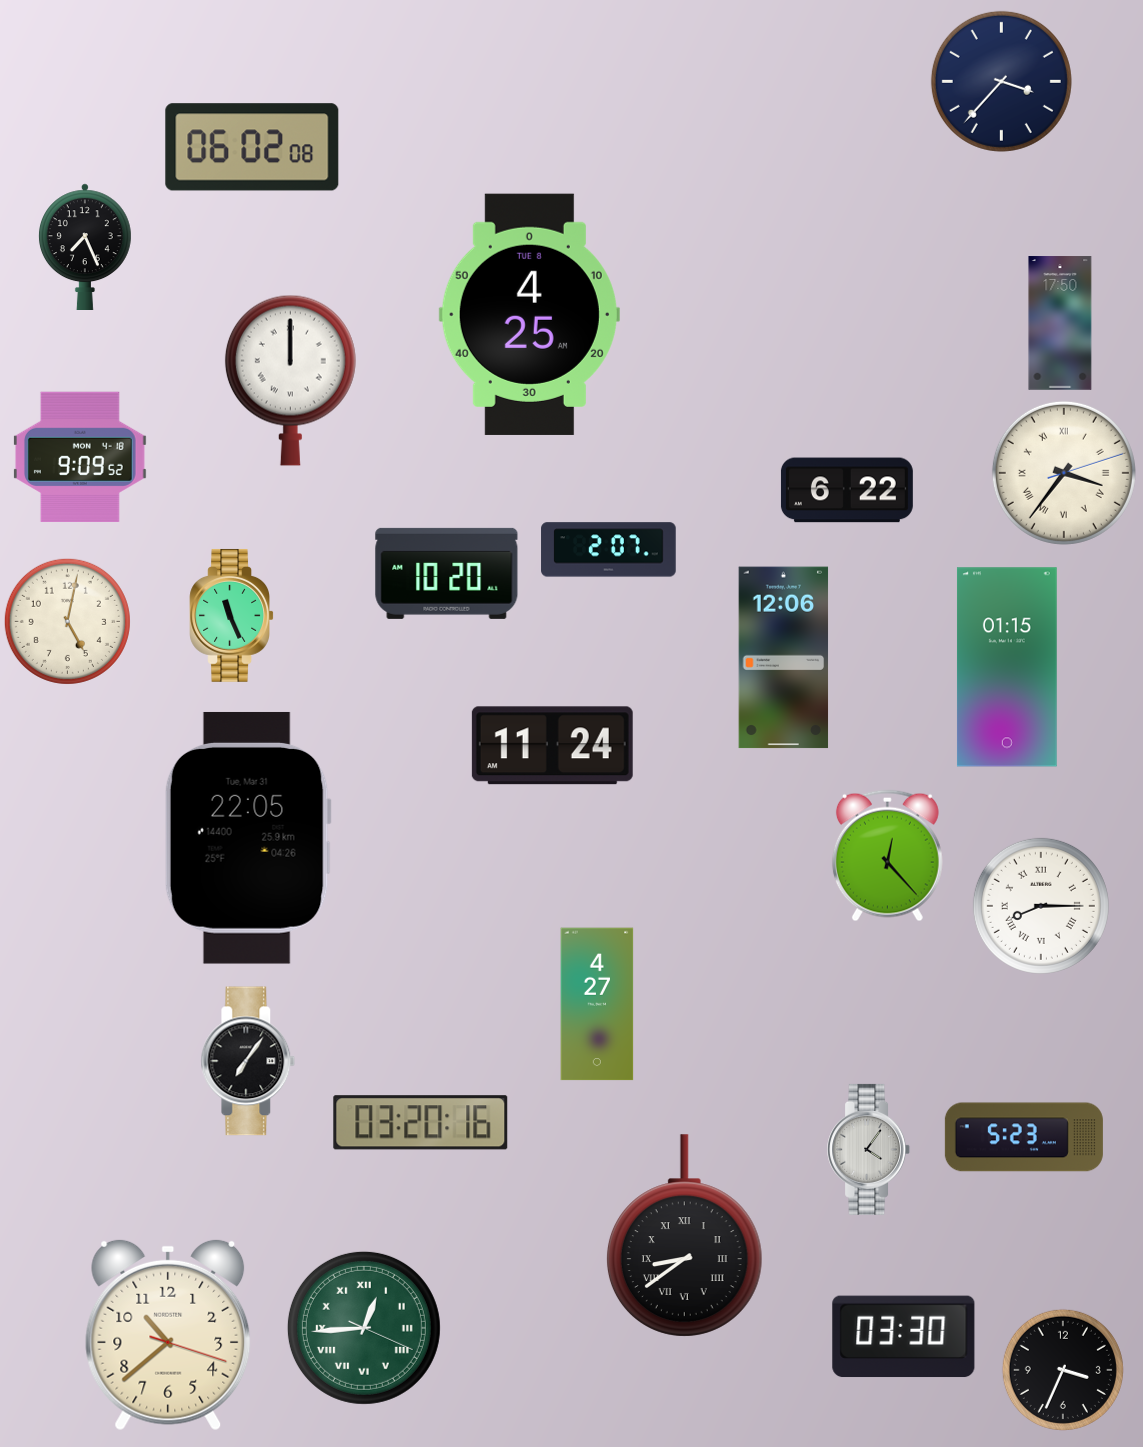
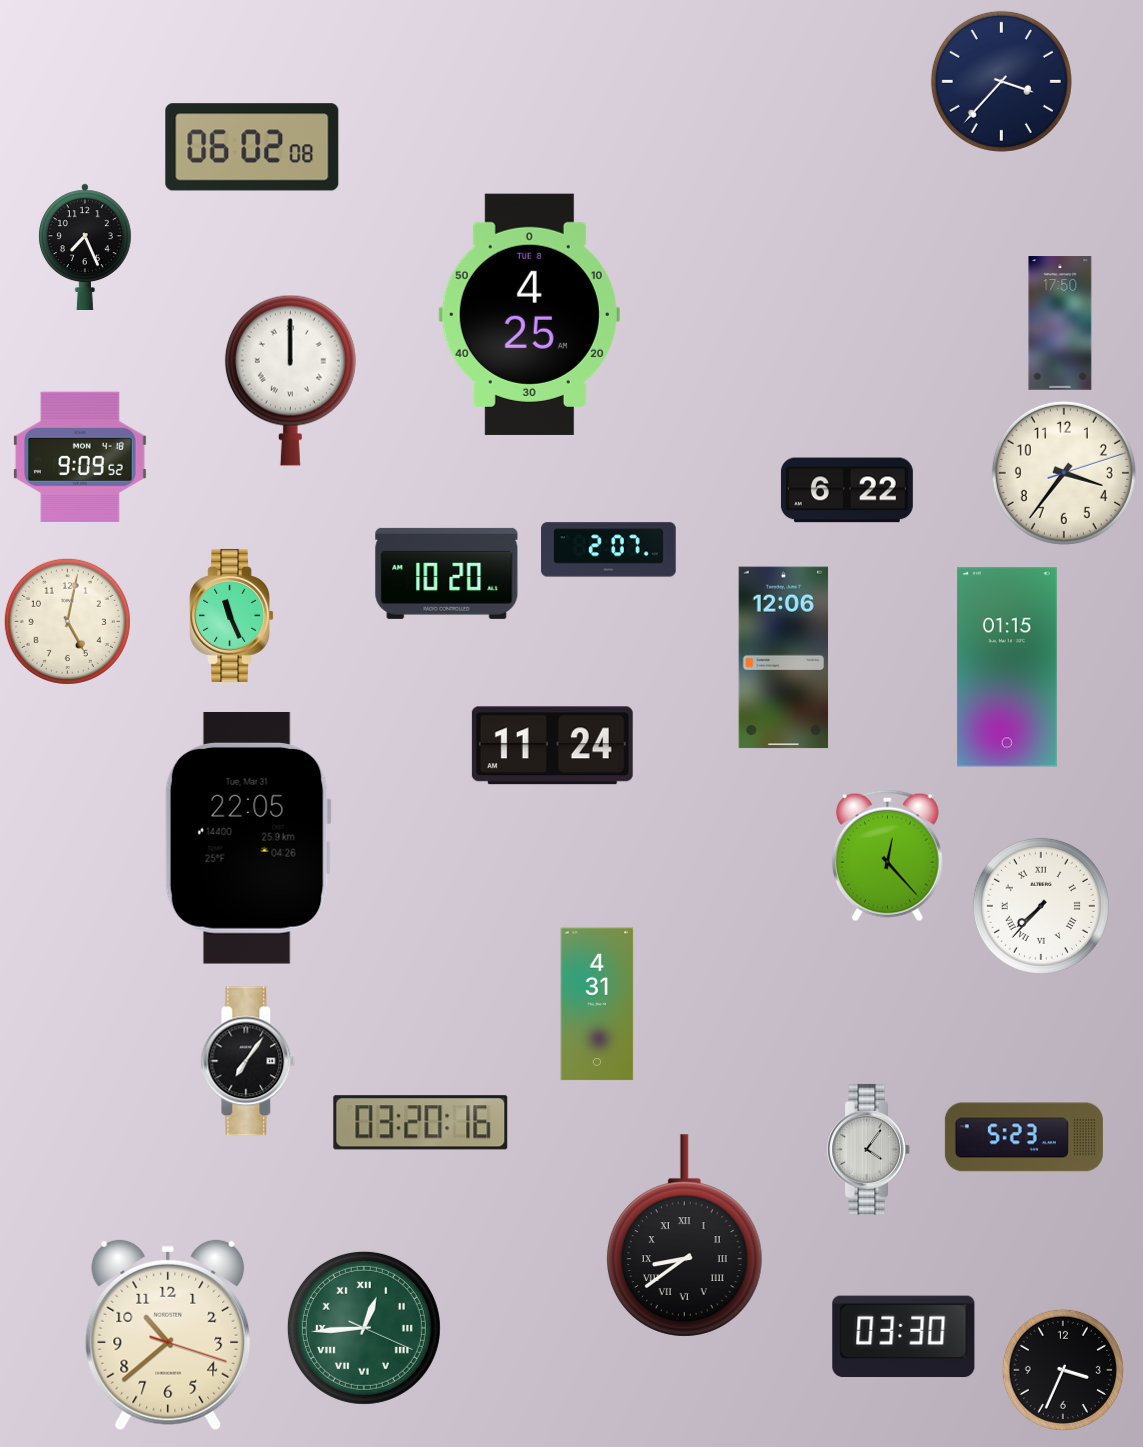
clock at (1064, 473) numerals: Roman -> Arabic
clock at (1041, 906): 8:15 -> 7:37
clock at (597, 1004): 4:27 -> 4:31
